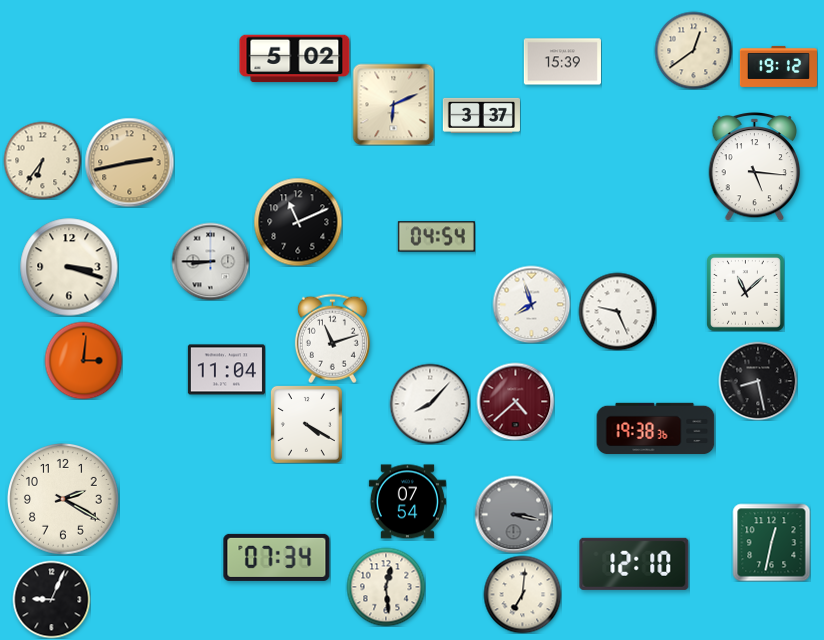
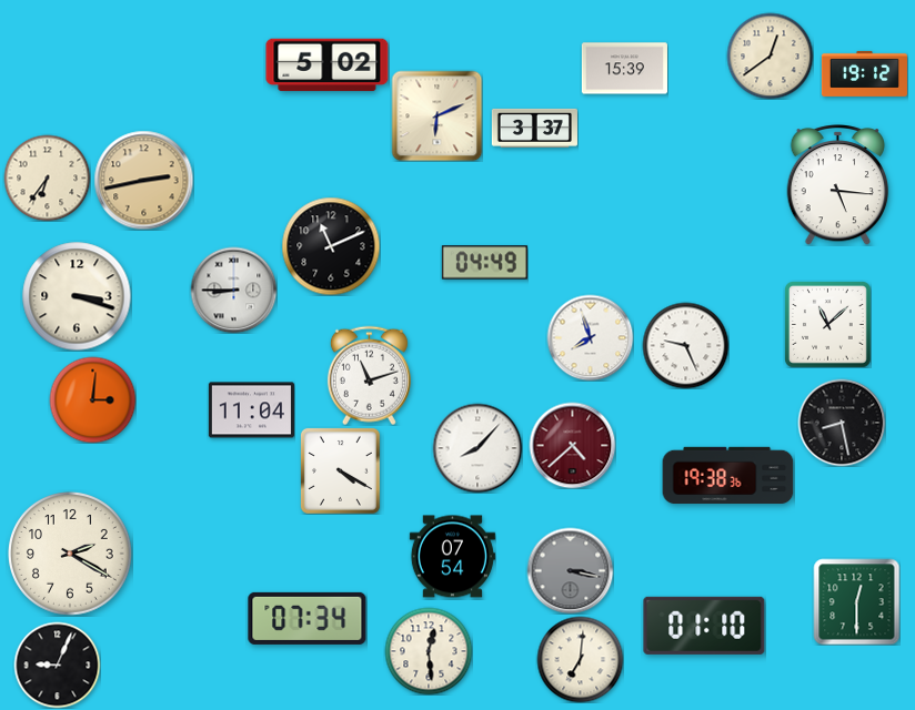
clock at (436, 237): 04:54 -> 04:49
clock at (771, 542): 12:32 -> 12:30
clock at (634, 564): 12:10 -> 01:10
